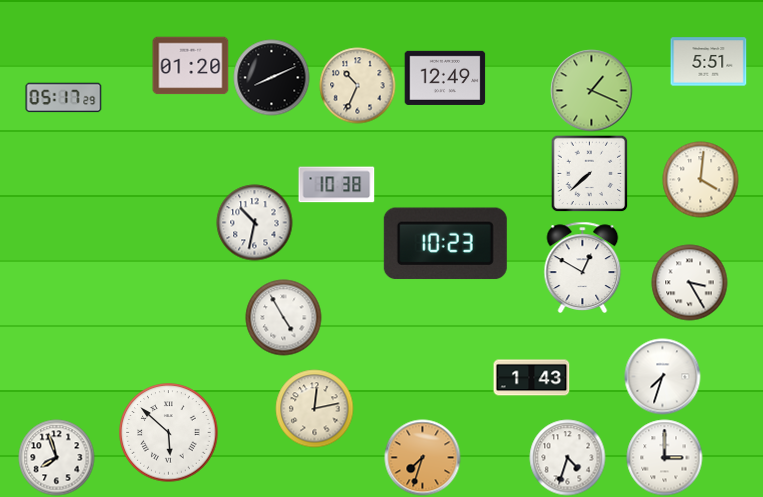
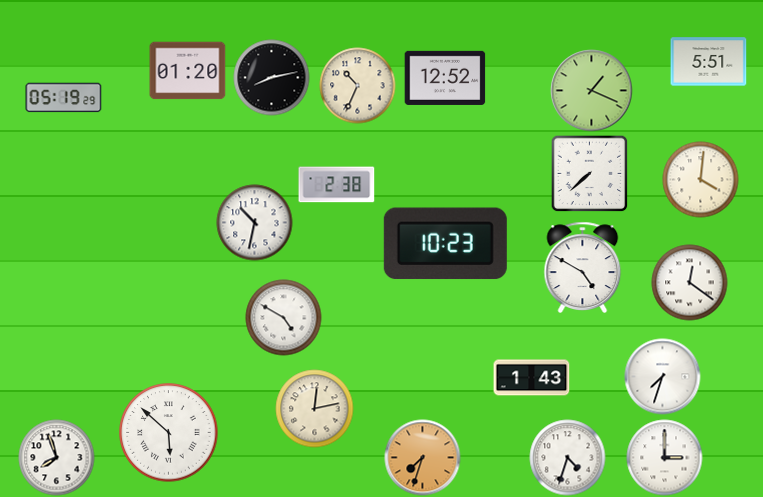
clock at (191, 66) position: (191, 66) -> (188, 71)
clock at (272, 78): 8:11 -> 8:13
clock at (445, 78): 12:49 -> 12:52
clock at (64, 98): 05:17 -> 05:19
clock at (337, 185): 10:38 -> 2:38
clock at (583, 267): 12:50 -> 4:50
clock at (690, 283): 3:25 -> 12:21
clock at (284, 318): 4:55 -> 4:50
